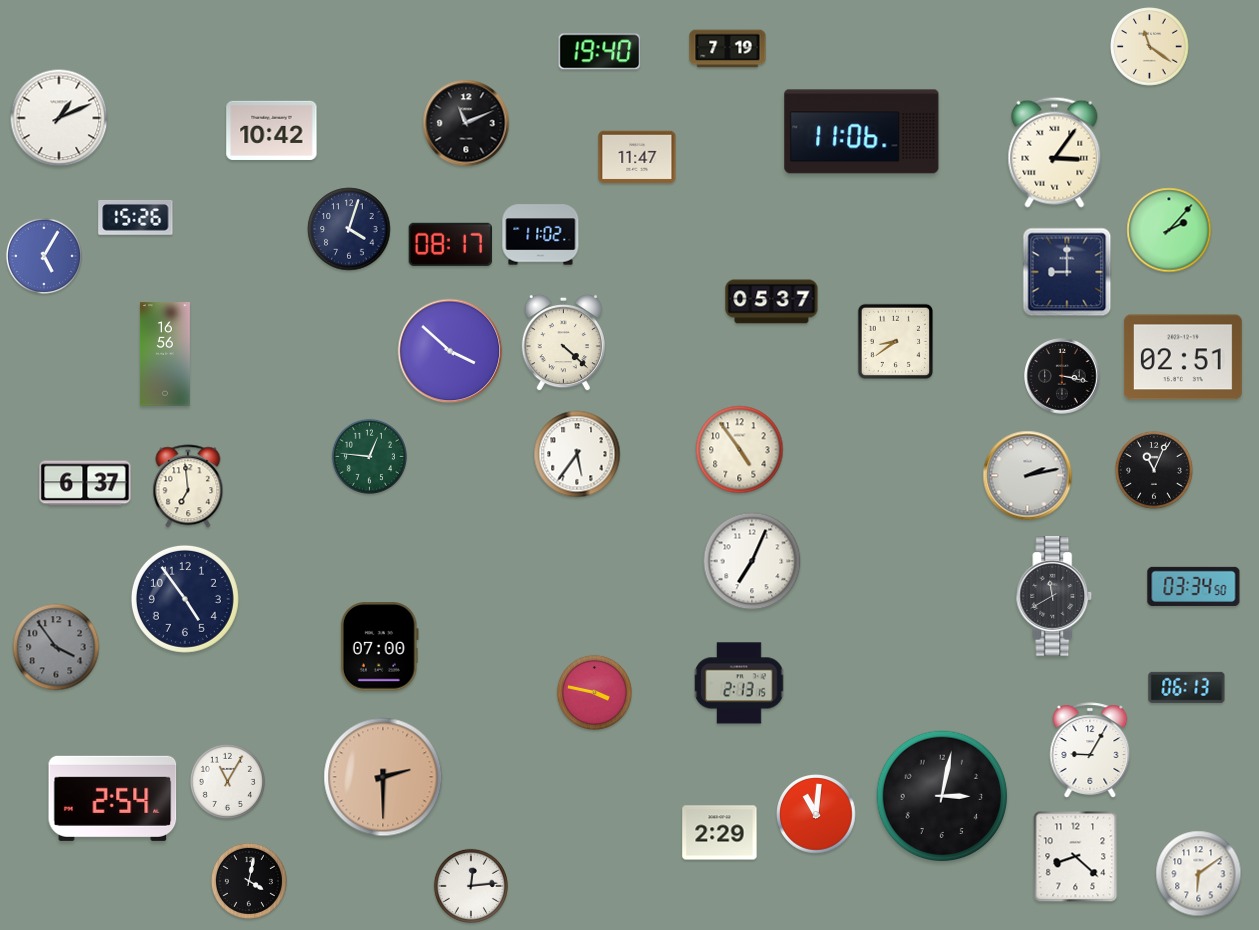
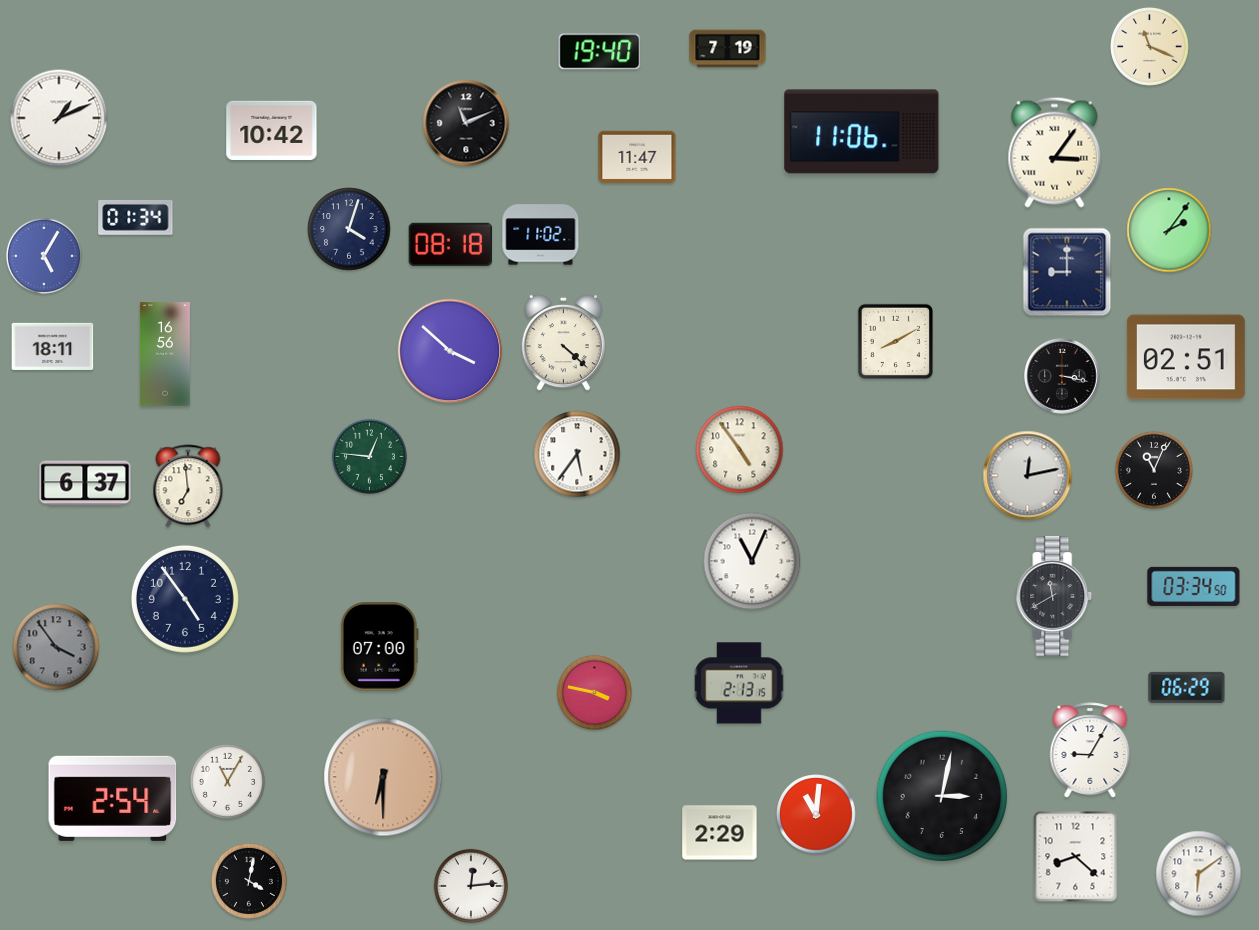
clock at (1150, 47): 11:21 -> 11:19
clock at (136, 218): 15:26 -> 01:34
clock at (1169, 230): 2:07 -> 2:06
clock at (450, 244): 08:17 -> 08:18
clock at (772, 302): 05:37 -> none
clock at (895, 341): 8:39 -> 8:10
clock at (53, 346): none -> 18:11
clock at (1183, 357) position: (1183, 357) -> (1186, 357)
clock at (1028, 476): 2:13 -> 12:13
clock at (752, 561): 7:04 -> 11:04
clock at (1187, 687): 06:13 -> 06:29
clock at (383, 777): 2:30 -> 6:30
